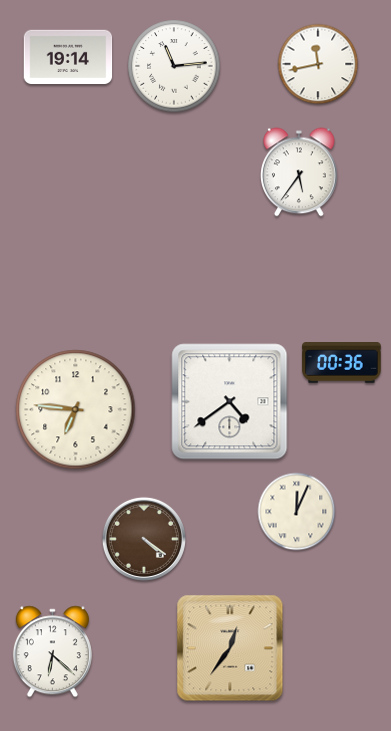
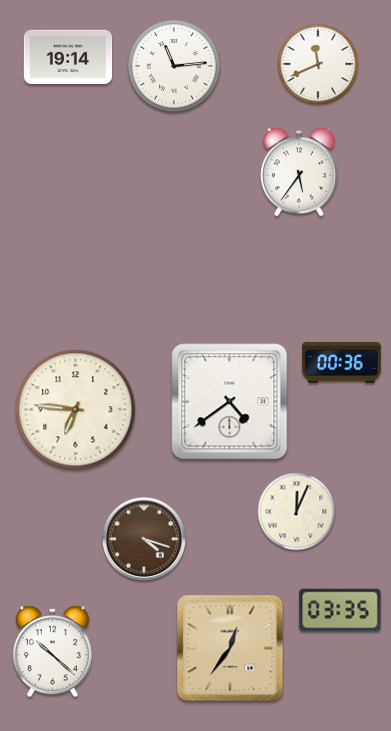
clock at (318, 64): 11:43 -> 11:41
clock at (144, 539): 4:21 -> 4:18
clock at (340, 609): none -> 03:35
clock at (52, 652): 6:22 -> 10:22
